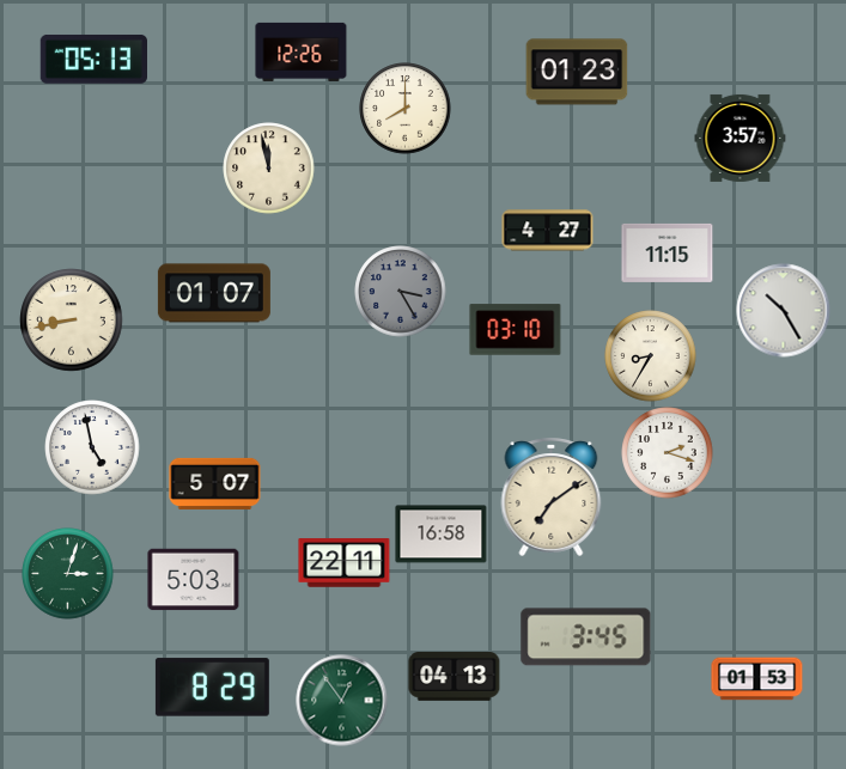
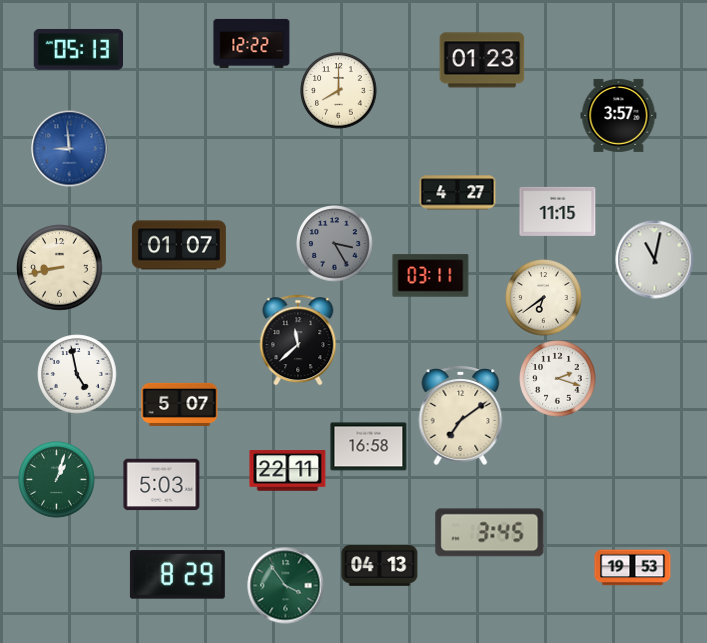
clock at (302, 51): 12:26 -> 12:22
clock at (269, 169): 11:58 -> none
clock at (70, 149): none -> 8:59
clock at (784, 311): 10:25 -> 11:02
clock at (516, 330): 03:10 -> 03:11
clock at (651, 356): 8:35 -> 6:39
clock at (298, 340): none -> 11:38
clock at (68, 574): 3:03 -> 1:03
clock at (757, 679): 01:53 -> 19:53
clock at (342, 701): 12:54 -> 3:54
